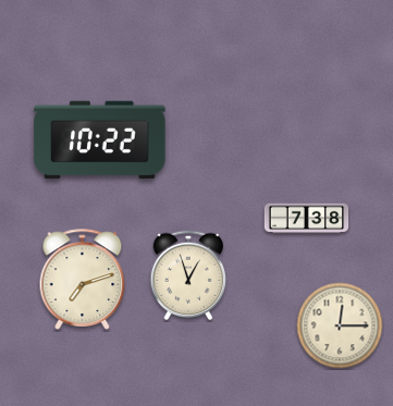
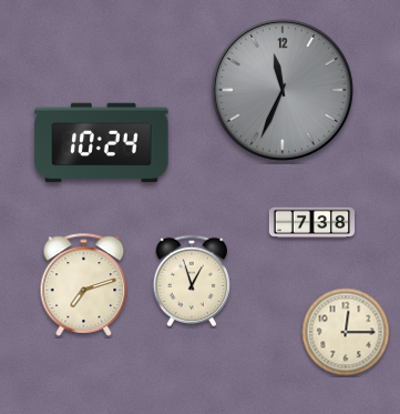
clock at (283, 90): none -> 11:34
clock at (100, 140): 10:22 -> 10:24
